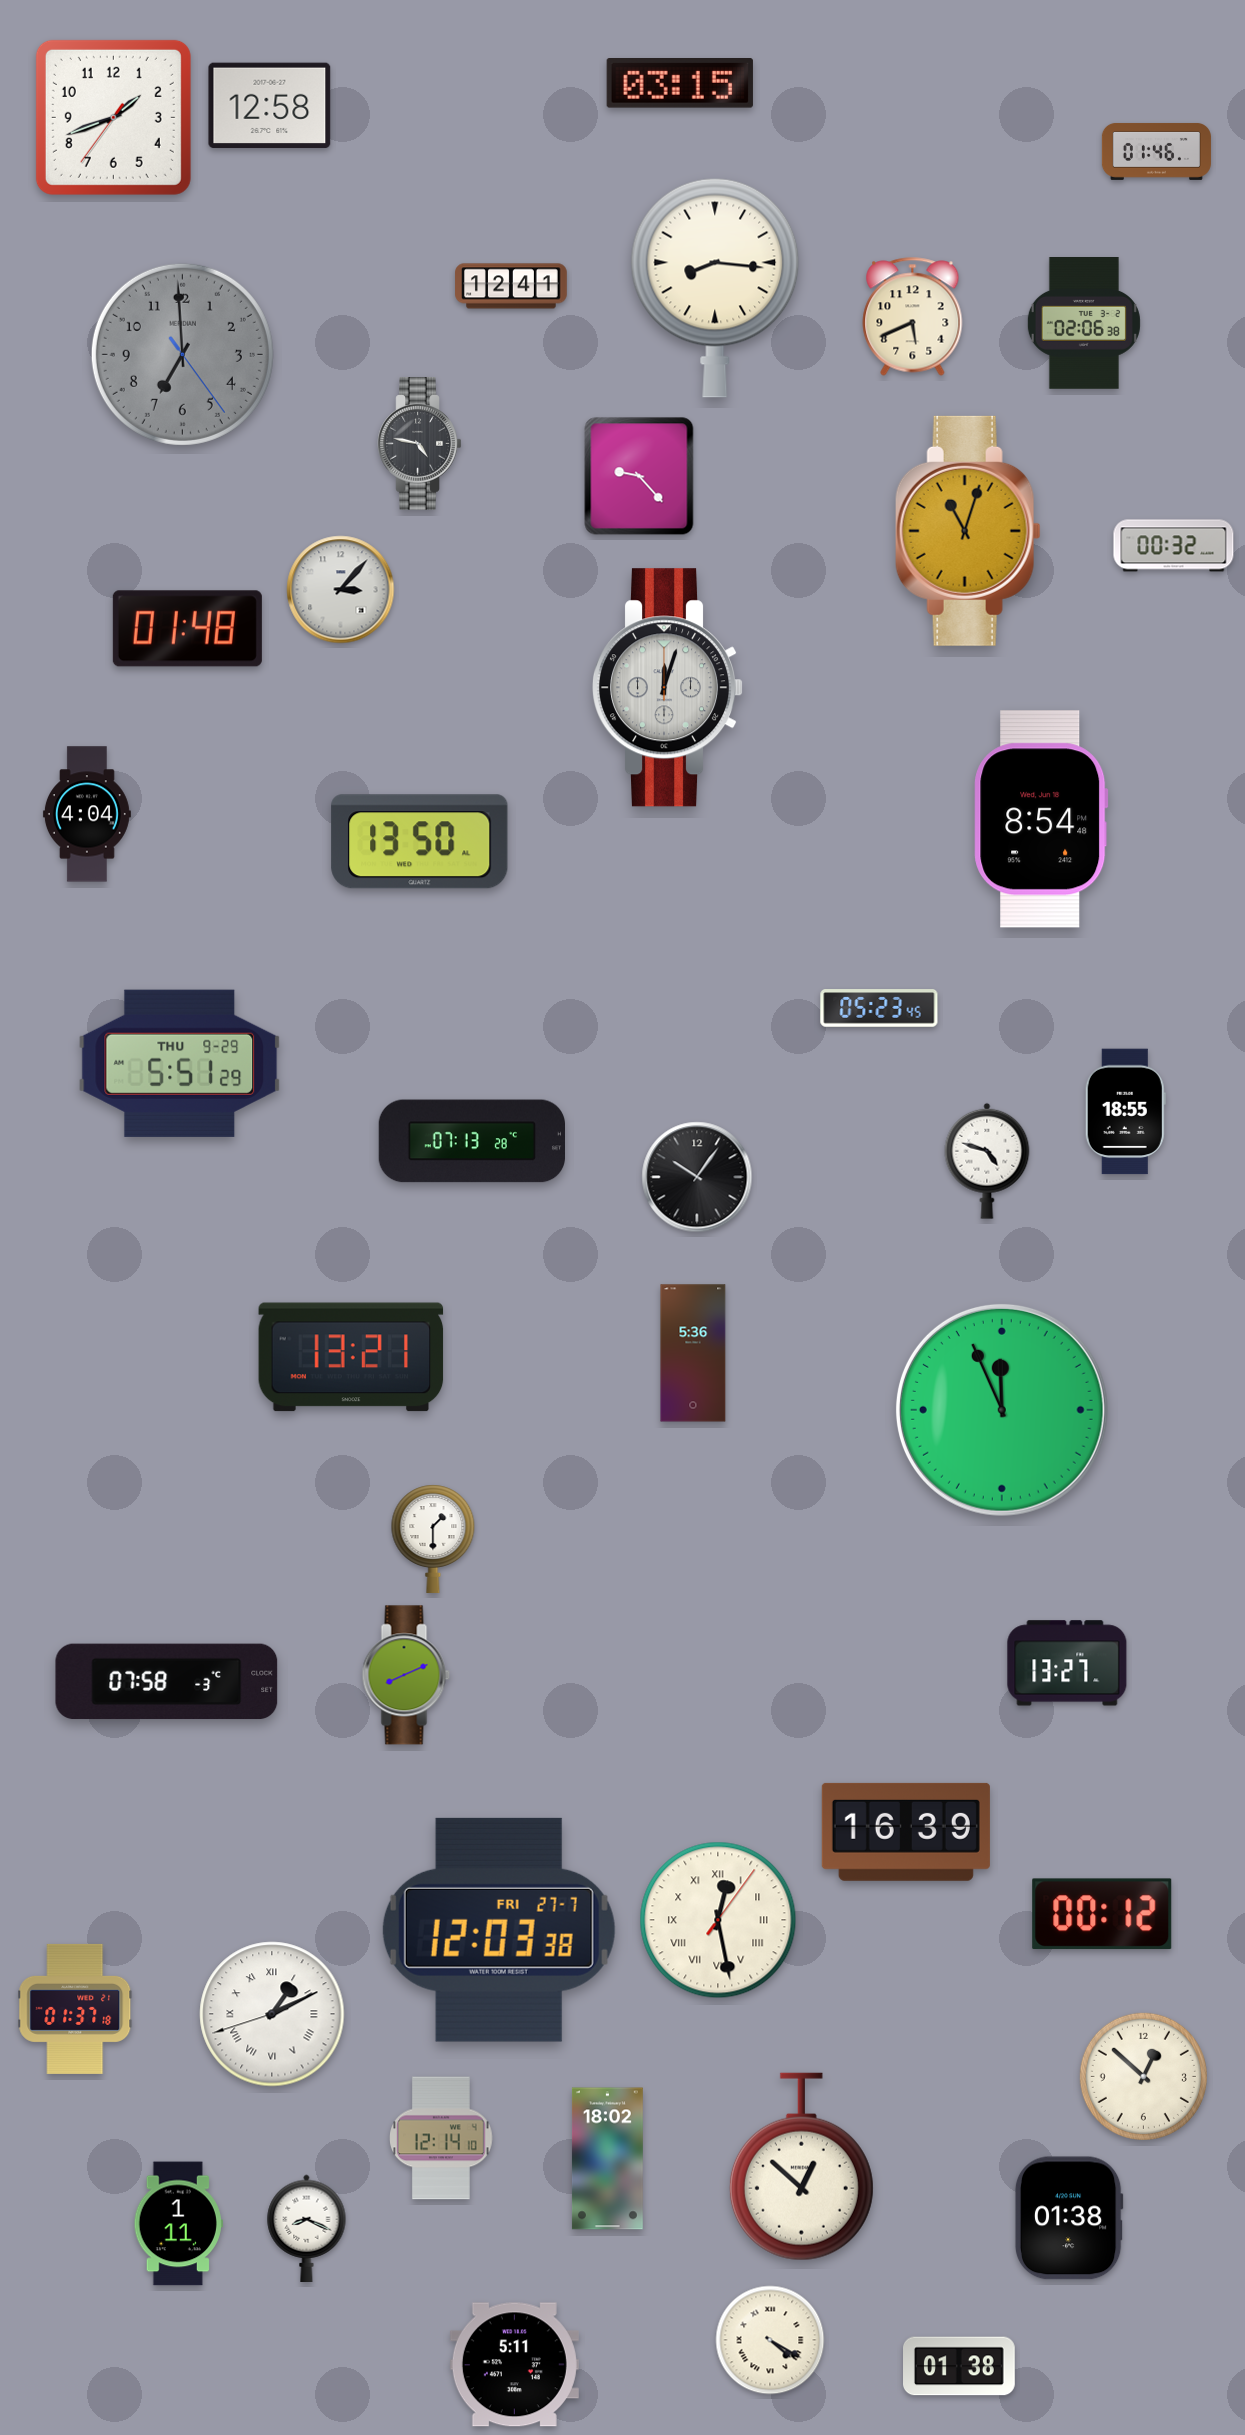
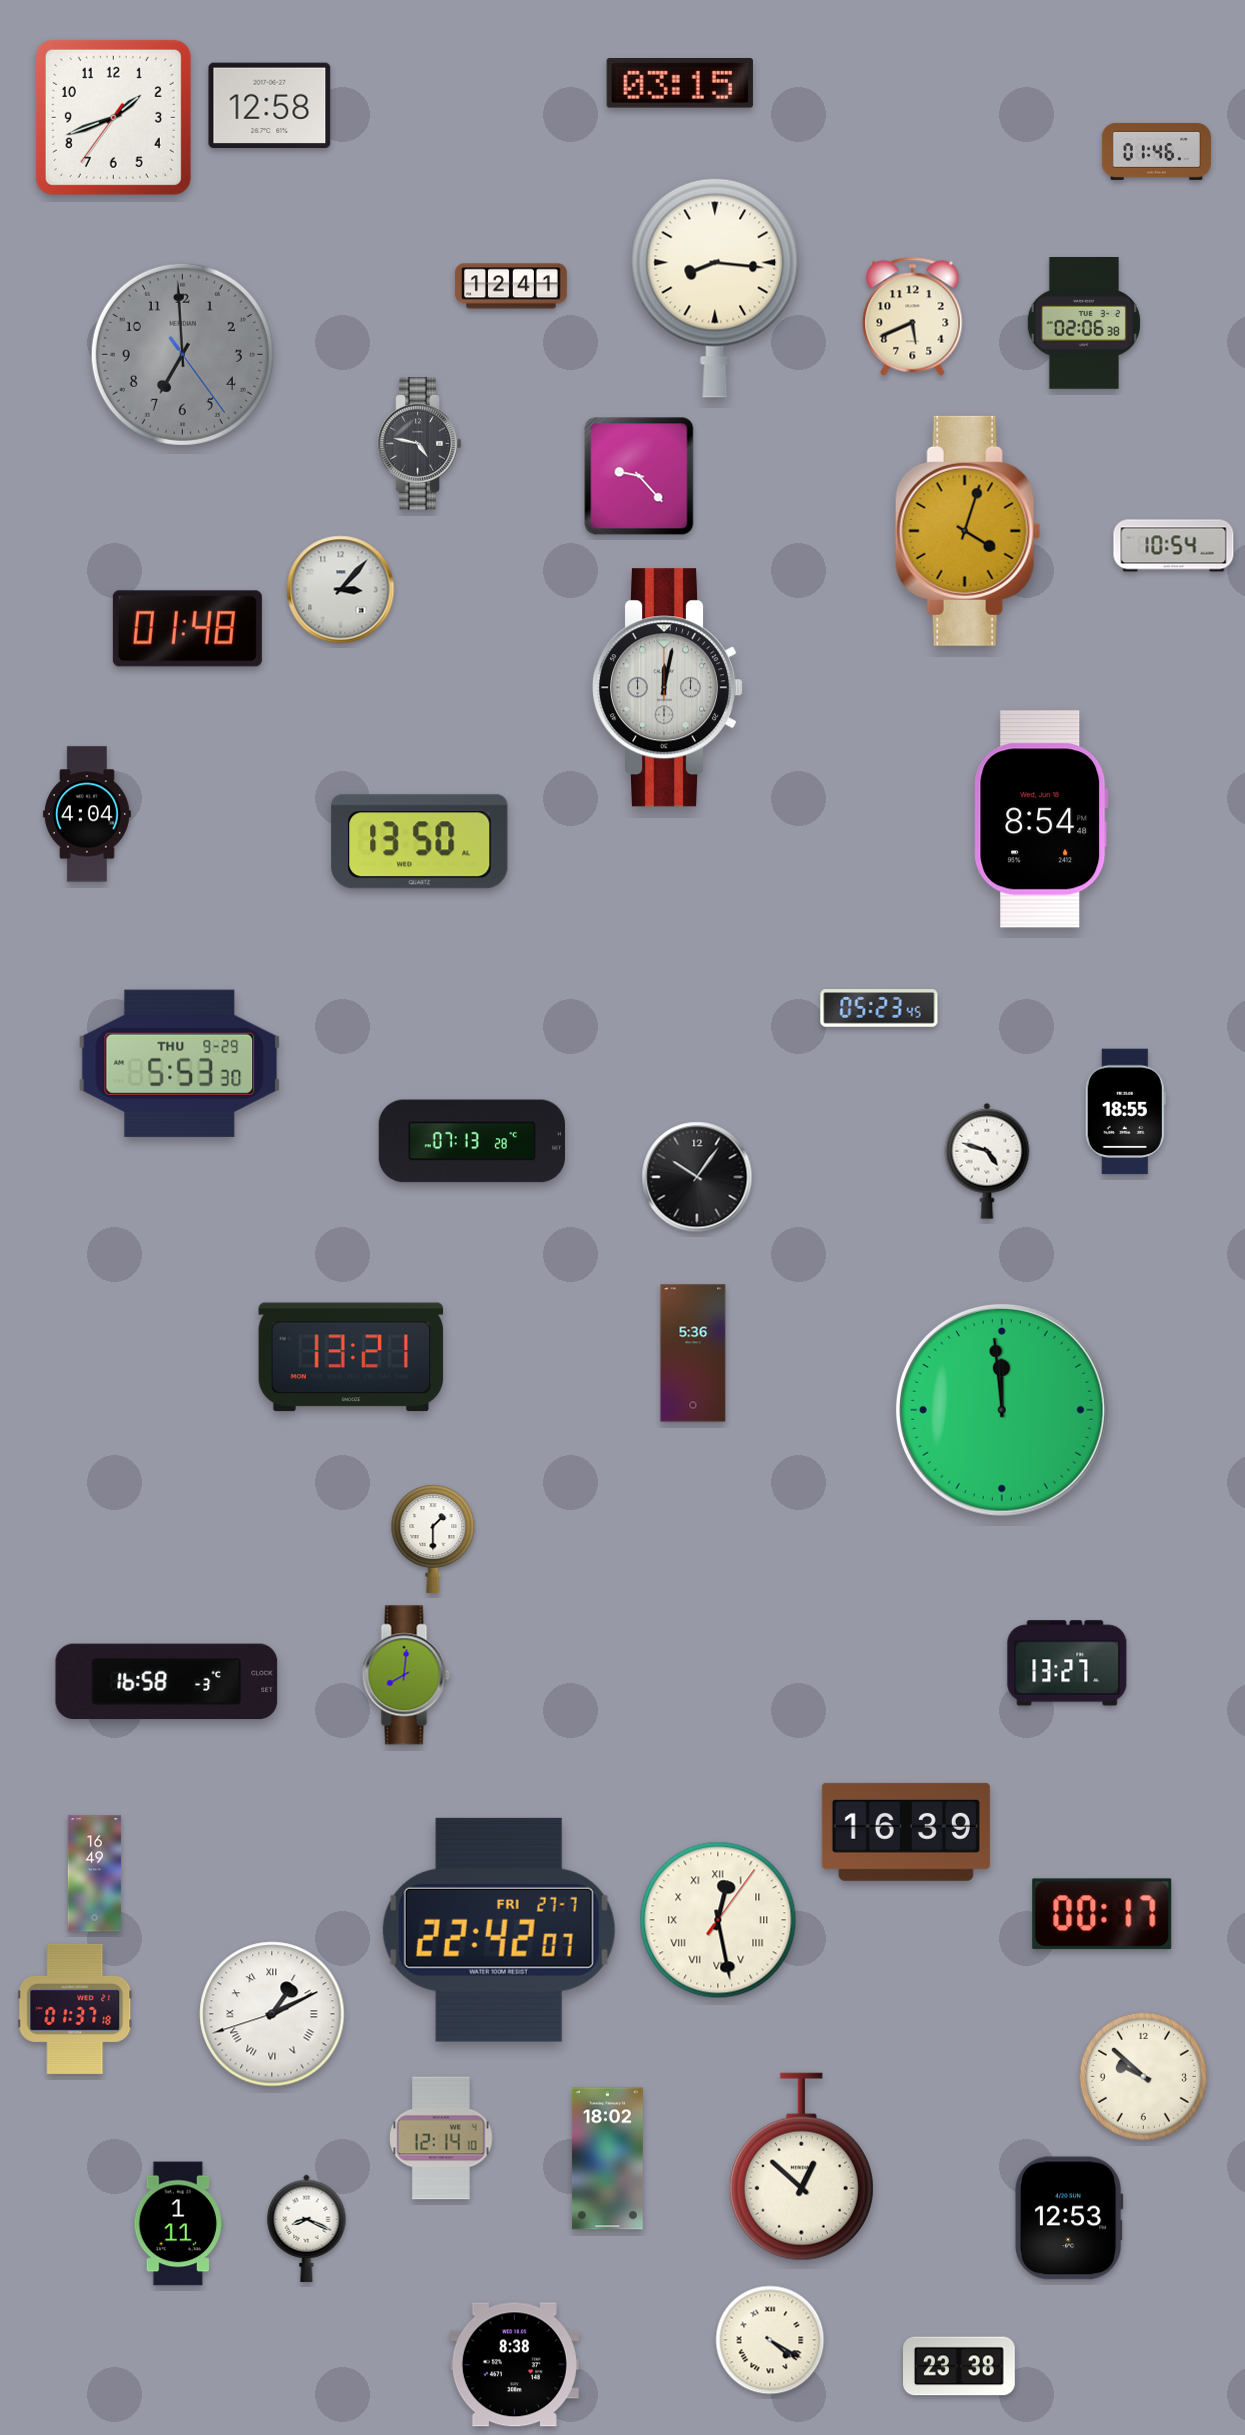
clock at (968, 531): 11:03 -> 4:03
clock at (1174, 546): 00:32 -> 10:54
clock at (669, 688): 12:03 -> 12:02
clock at (180, 1063): 5:51 -> 5:53
clock at (1002, 1410): 11:56 -> 11:59
clock at (406, 1675): 8:11 -> 8:01
clock at (167, 1682): 07:58 -> 16:58
clock at (95, 1874): none -> 16:49
clock at (1102, 1914): 00:12 -> 00:17
clock at (499, 1930): 12:03 -> 22:42
clock at (1143, 2076): 12:52 -> 9:52
clock at (1069, 2218): 01:38 -> 12:53
clock at (514, 2365): 5:11 -> 8:38
clock at (960, 2366): 01:38 -> 23:38
